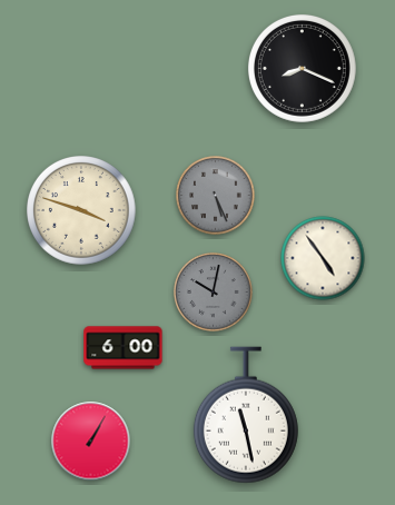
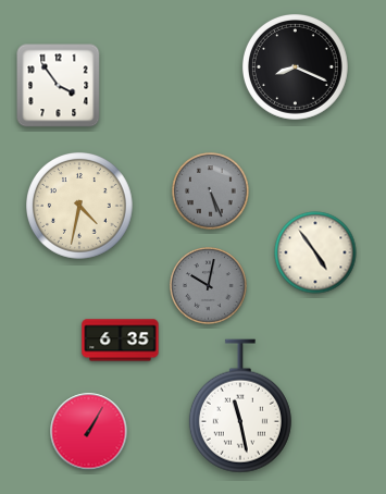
clock at (59, 86): none -> 3:54
clock at (82, 211): 3:48 -> 4:32
clock at (124, 348): 6:00 -> 6:35
